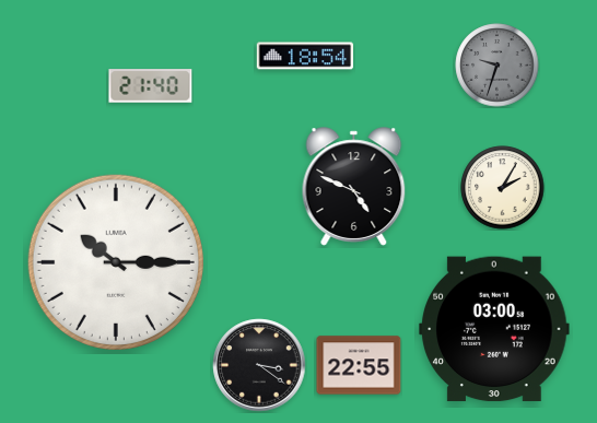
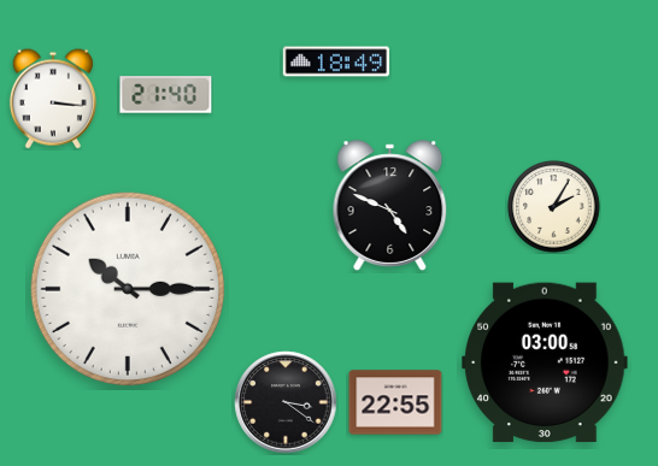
clock at (305, 56): 18:54 -> 18:49
clock at (497, 66): 9:33 -> none
clock at (53, 99): none -> 3:16
